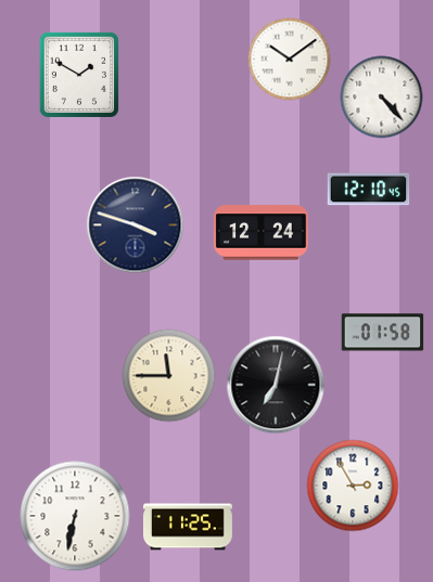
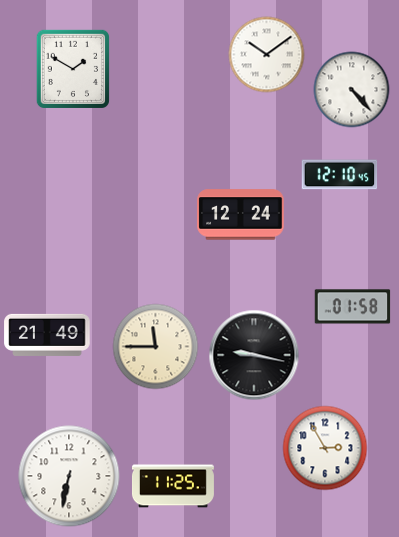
clock at (136, 225): 3:48 -> none
clock at (47, 335): none -> 21:49
clock at (276, 385): 7:02 -> 9:17
